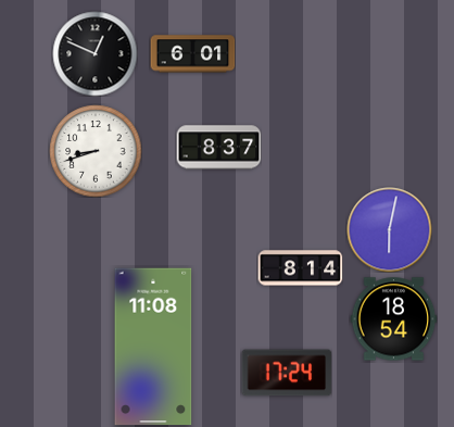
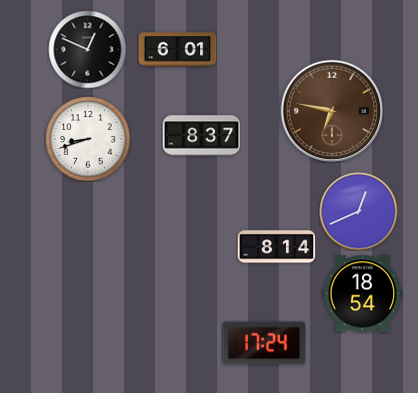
clock at (332, 111): none -> 6:47
clock at (389, 229): 6:02 -> 12:41
clock at (153, 347): 11:08 -> none
